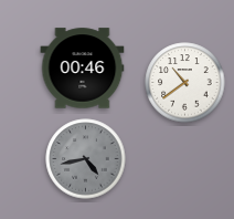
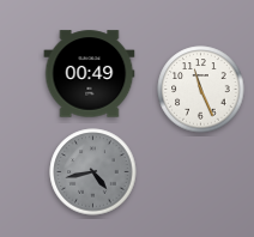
clock at (83, 69): 00:46 -> 00:49
clock at (185, 83): 10:39 -> 11:26
